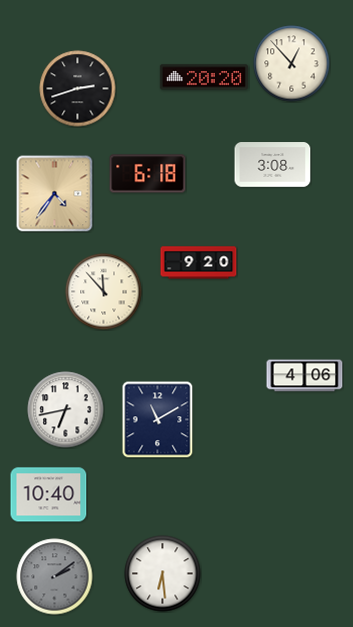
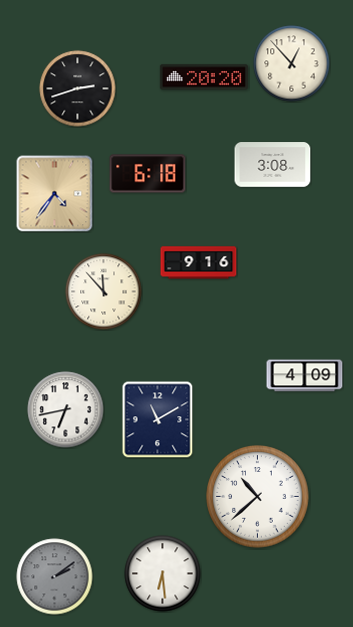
clock at (199, 263): 9:20 -> 9:16
clock at (305, 376): 4:06 -> 4:09
clock at (49, 495): 10:40 -> none
clock at (258, 497): none -> 10:38
